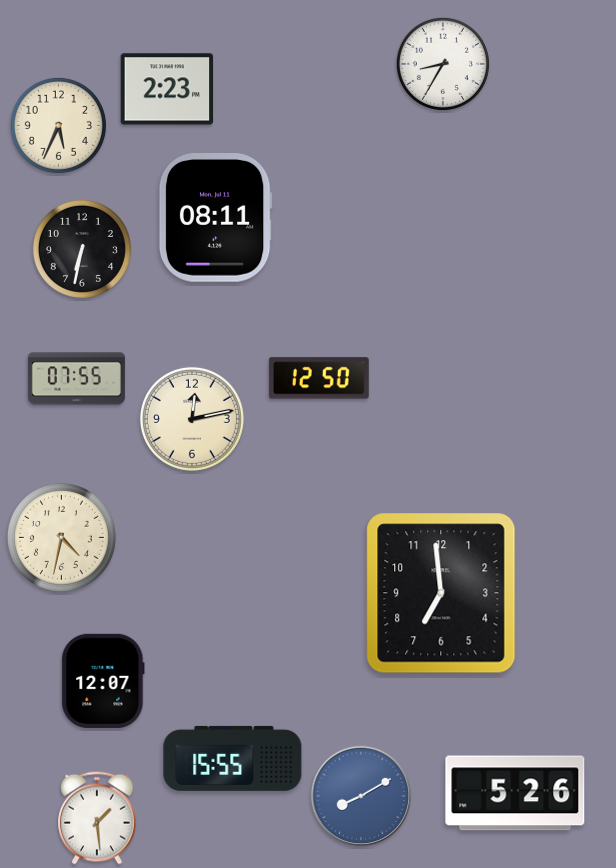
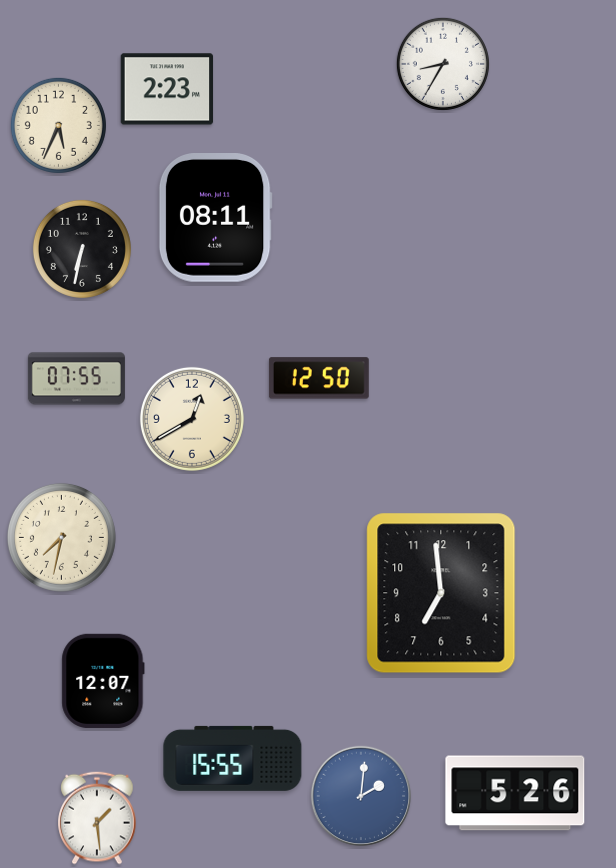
clock at (192, 419): 12:13 -> 12:40
clock at (61, 537): 4:32 -> 7:32
clock at (360, 795): 8:10 -> 2:01
